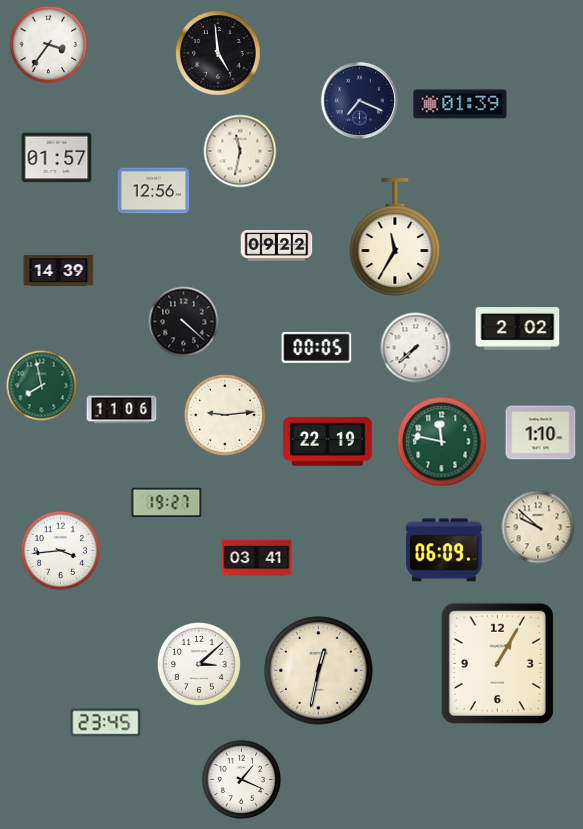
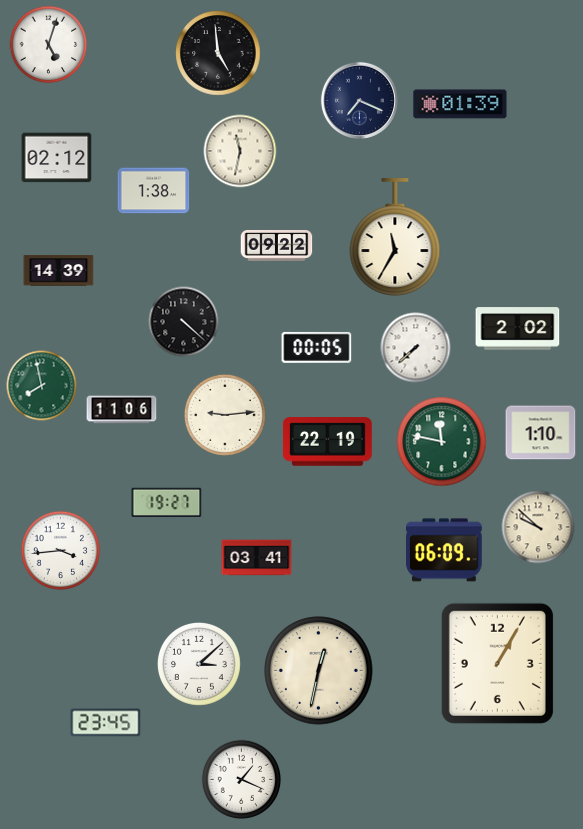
clock at (49, 45): 3:36 -> 5:03
clock at (57, 158): 01:57 -> 02:12
clock at (154, 191): 12:56 -> 1:38
